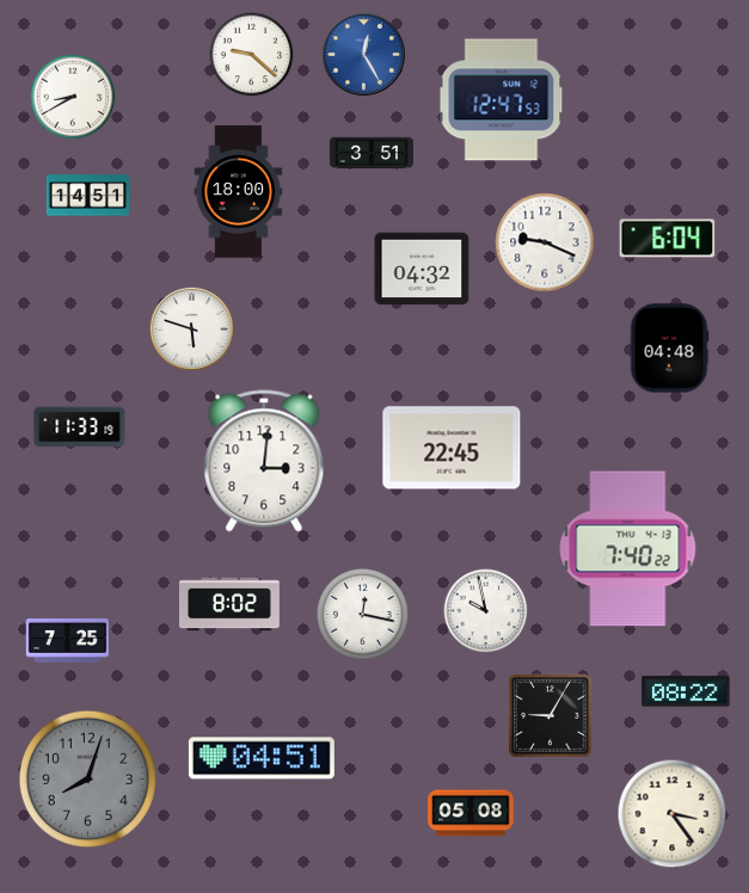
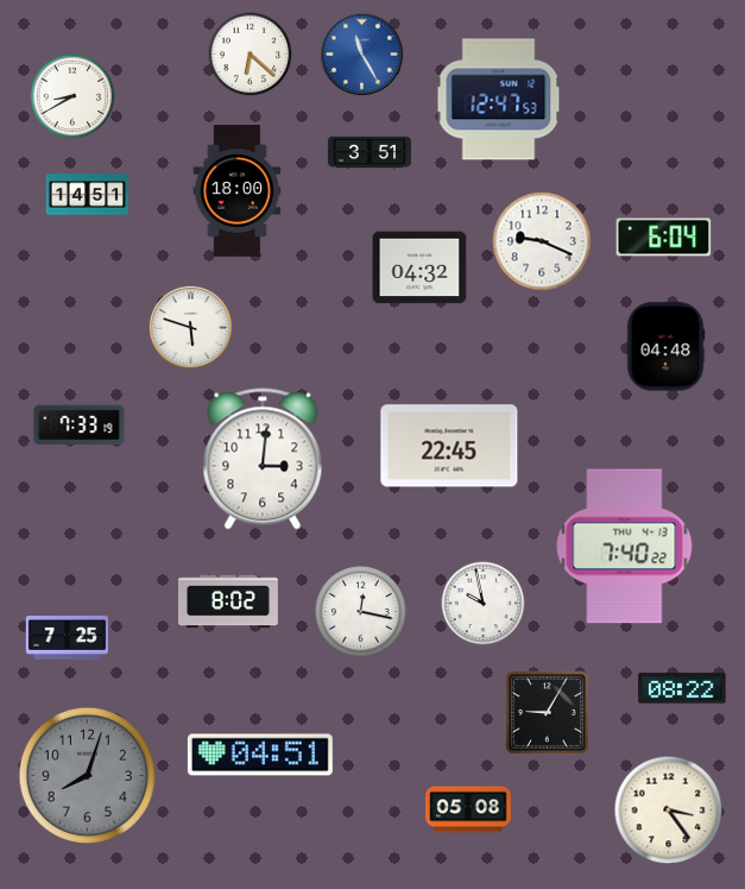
clock at (363, 54): 12:25 -> 11:25
clock at (252, 55): 9:22 -> 6:22
clock at (80, 427): 11:33 -> 7:33
clock at (486, 611) position: (486, 611) -> (484, 604)
